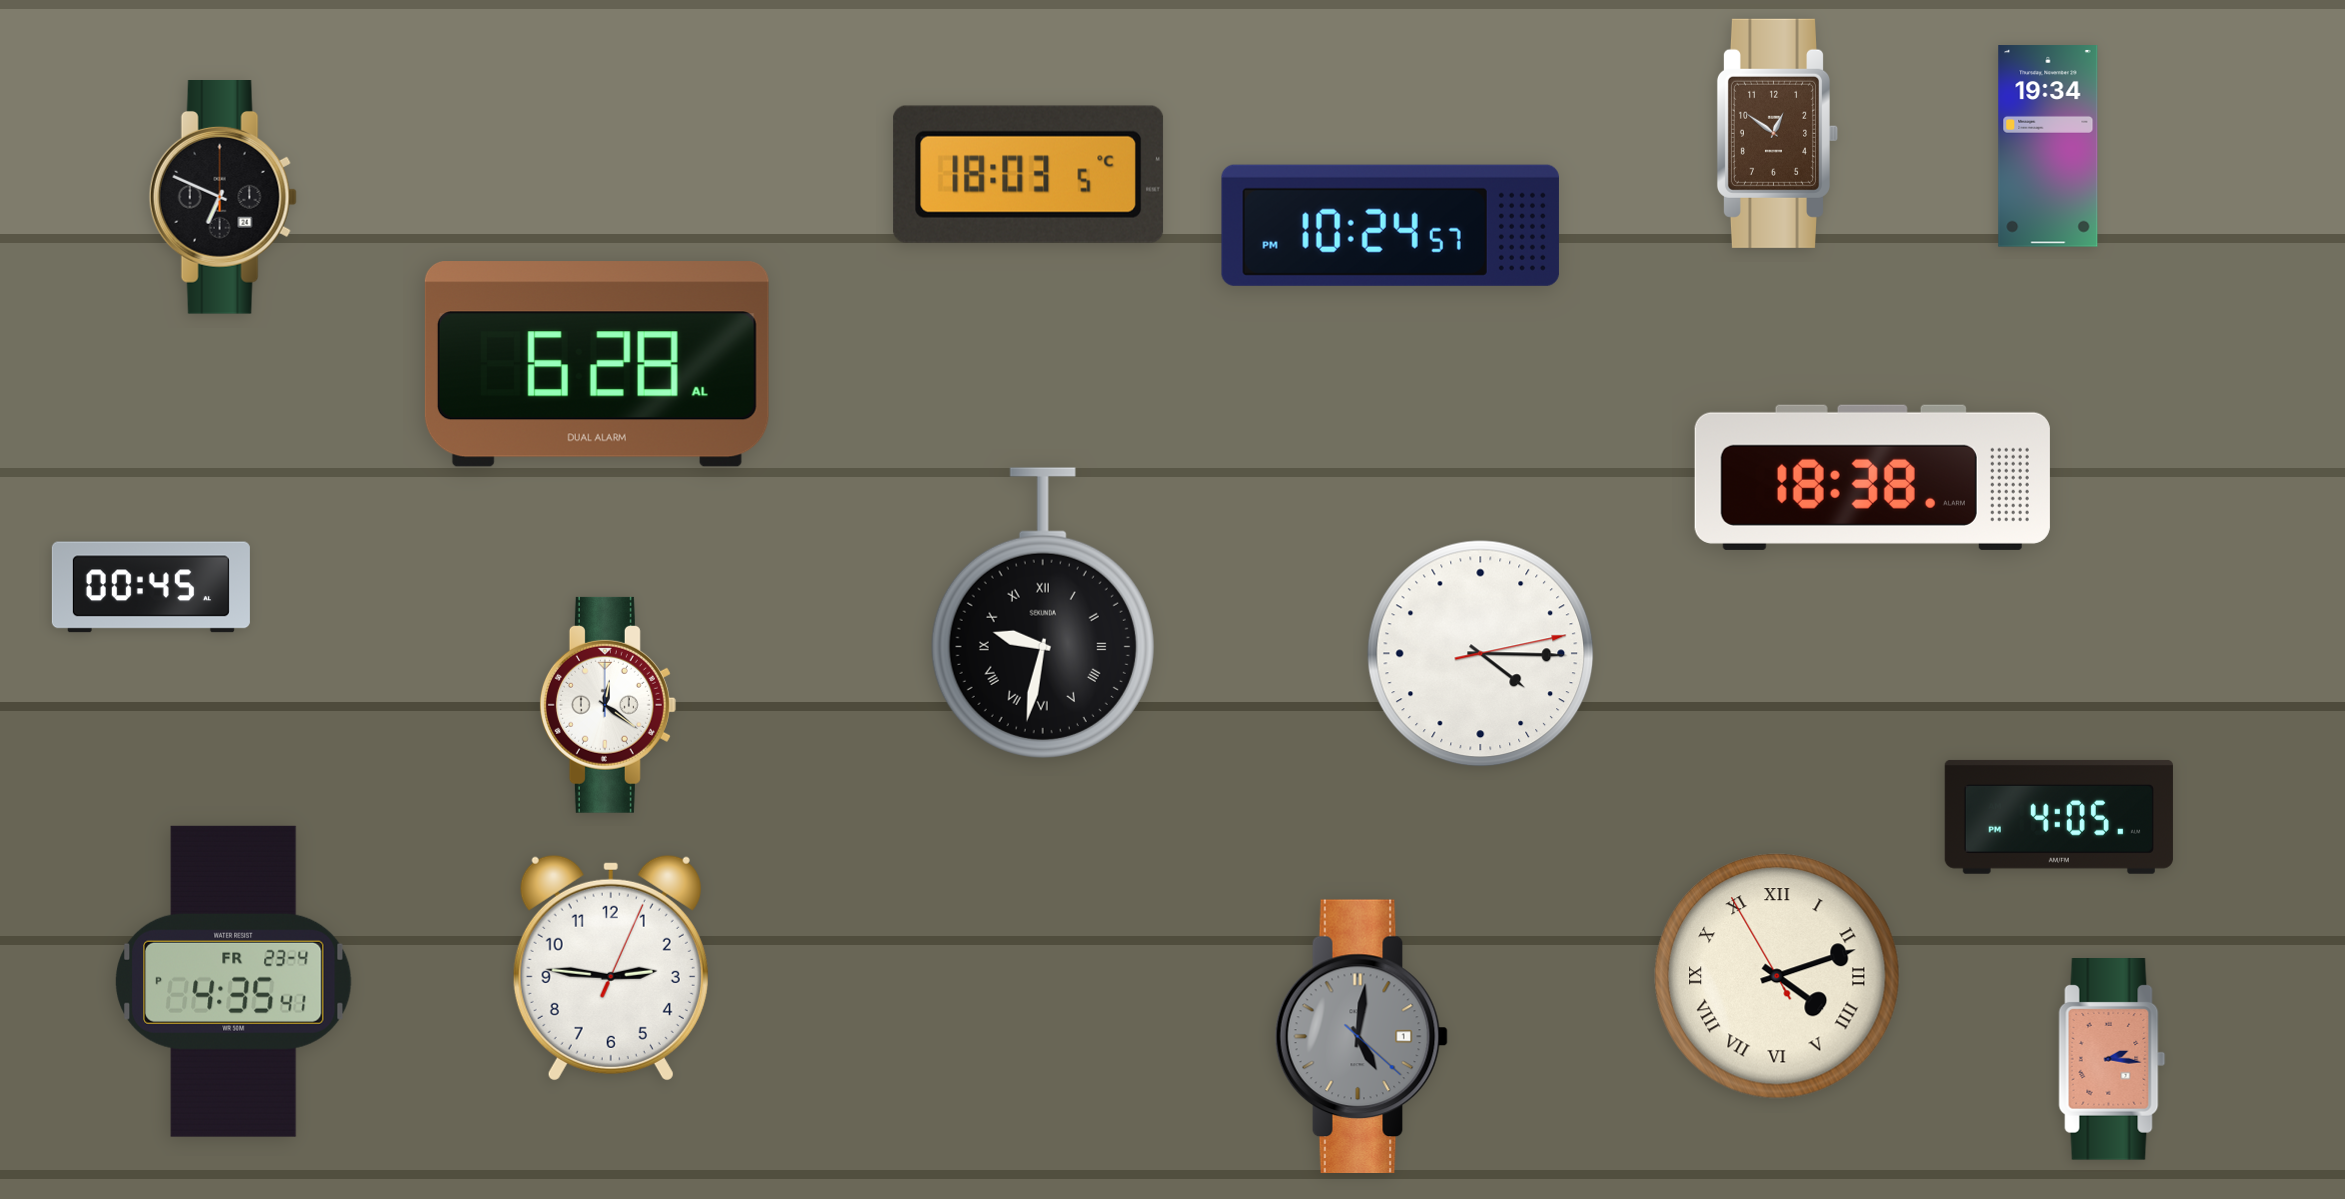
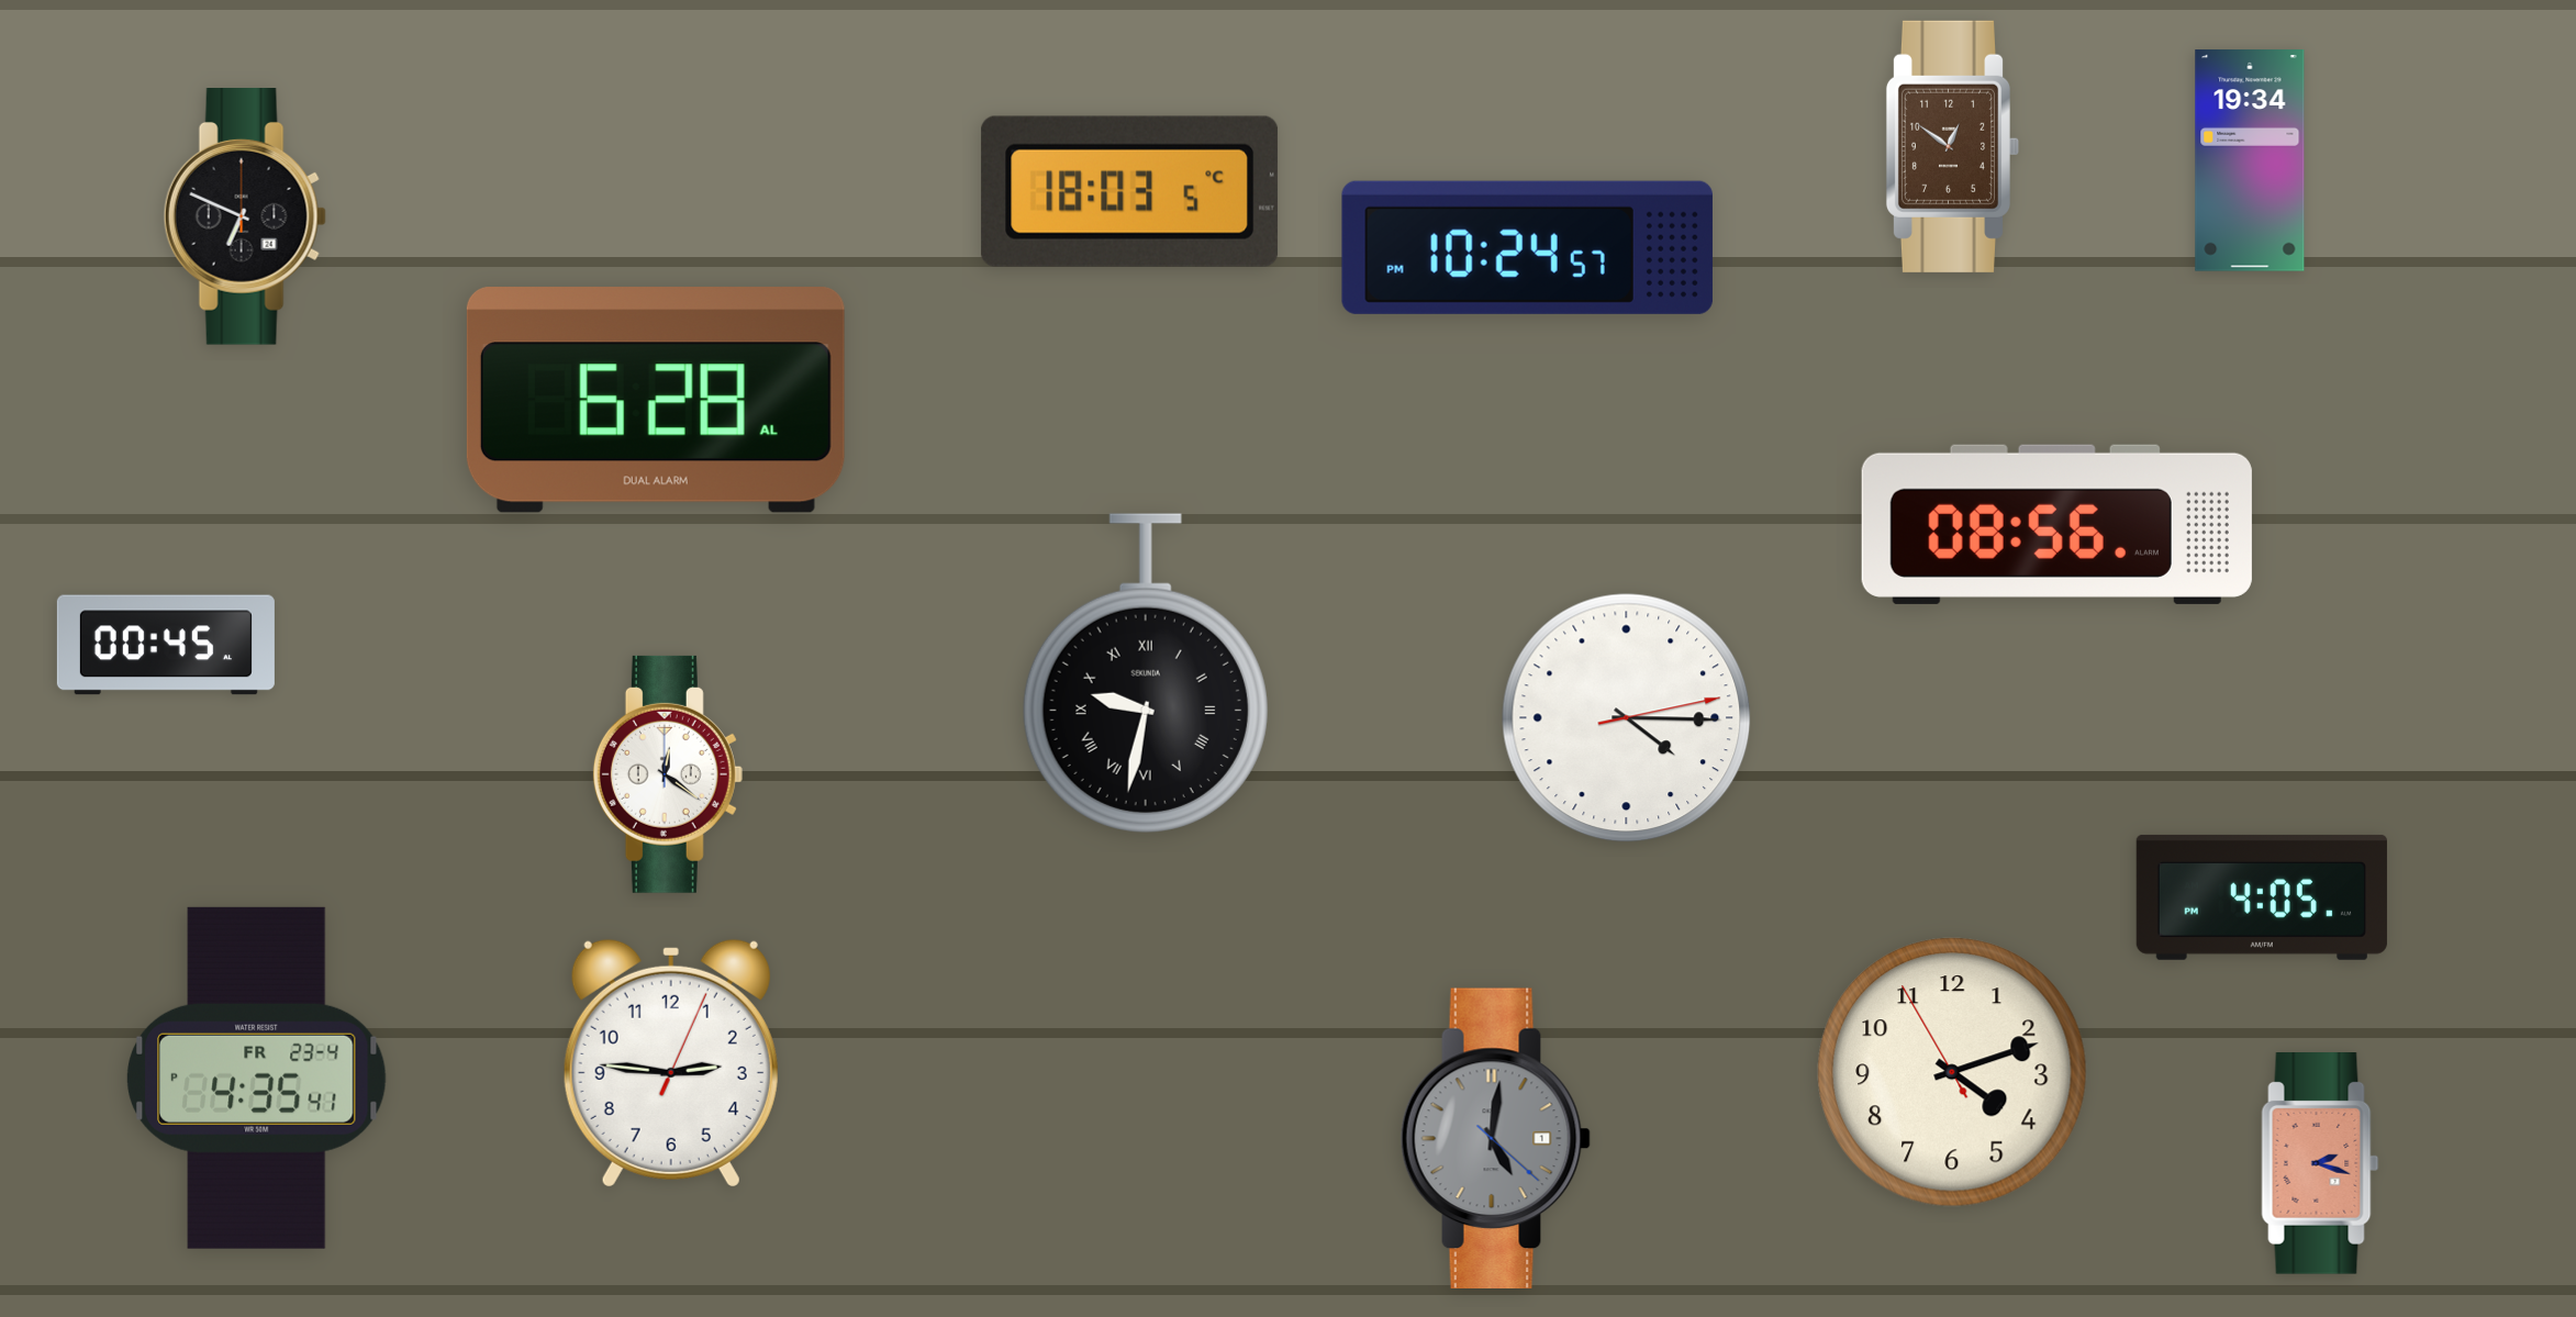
clock at (1872, 477): 18:38 -> 08:56
clock at (1777, 976) numerals: Roman -> Arabic
clock at (2112, 1060): 2:16 -> 2:18
